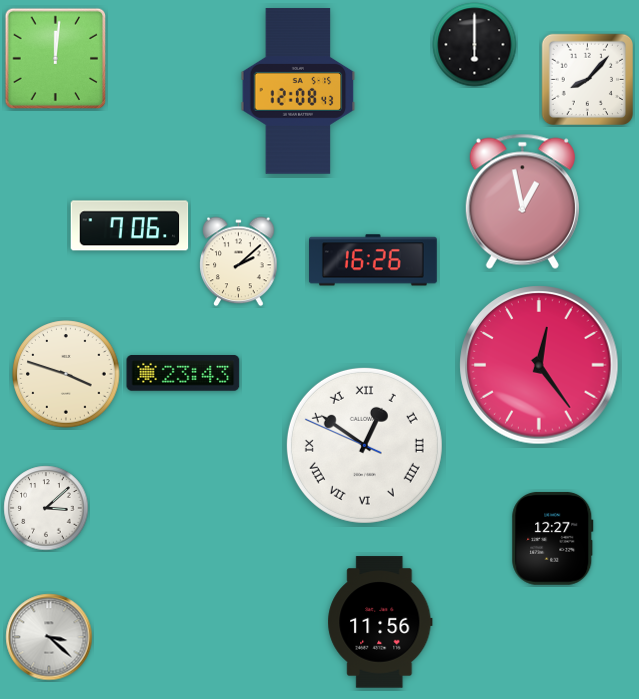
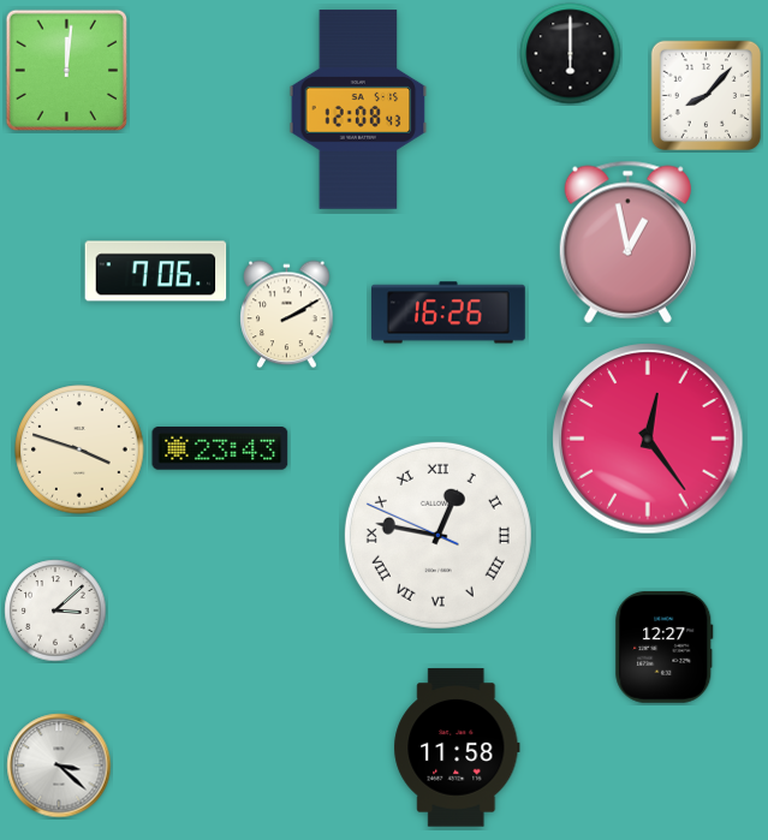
clock at (239, 262): 2:08 -> 2:10
clock at (364, 445): 12:50 -> 12:46
clock at (380, 622): 11:56 -> 11:58
